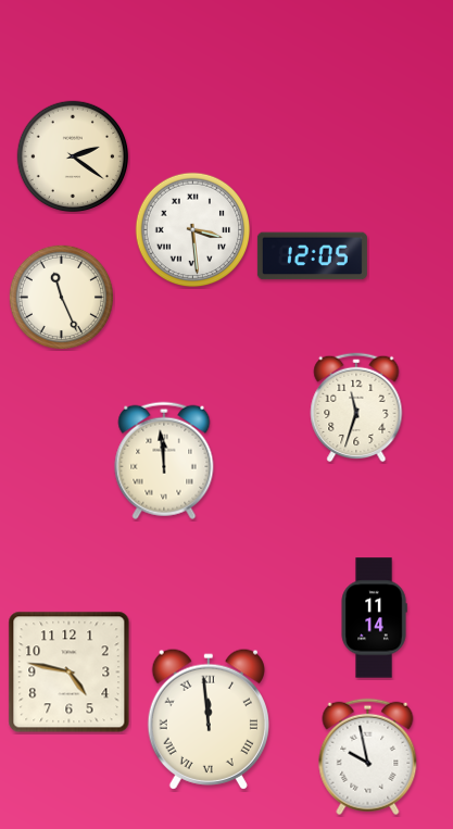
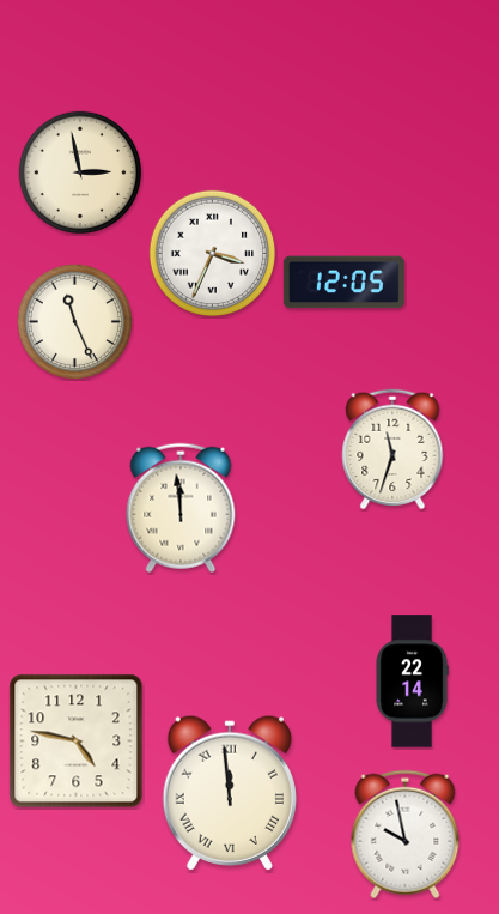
clock at (73, 156): 2:21 -> 2:58
clock at (193, 230): 3:29 -> 3:34
clock at (61, 297) position: (61, 297) -> (74, 321)
clock at (374, 618): 11:14 -> 22:14
